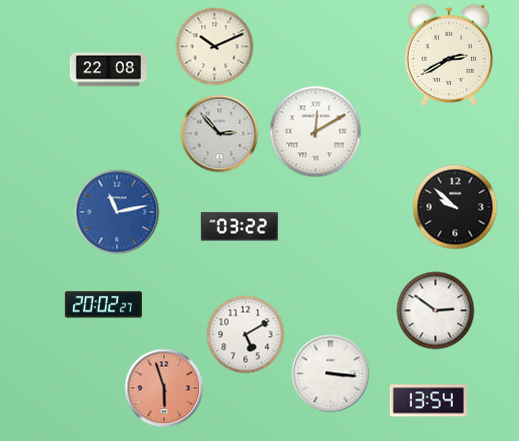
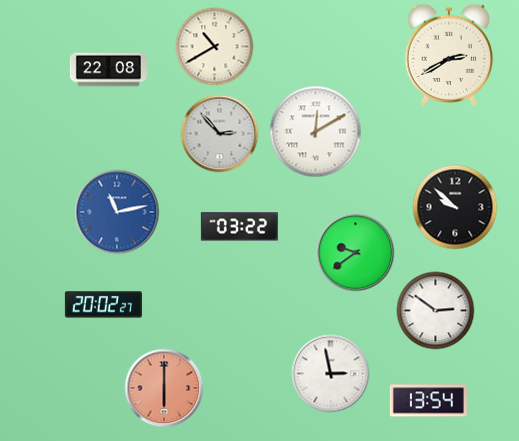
clock at (214, 46): 10:11 -> 10:40
clock at (355, 252): none -> 9:39
clock at (245, 334): 5:10 -> none
clock at (330, 373): 3:16 -> 2:58
clock at (164, 388): 5:57 -> 6:00
